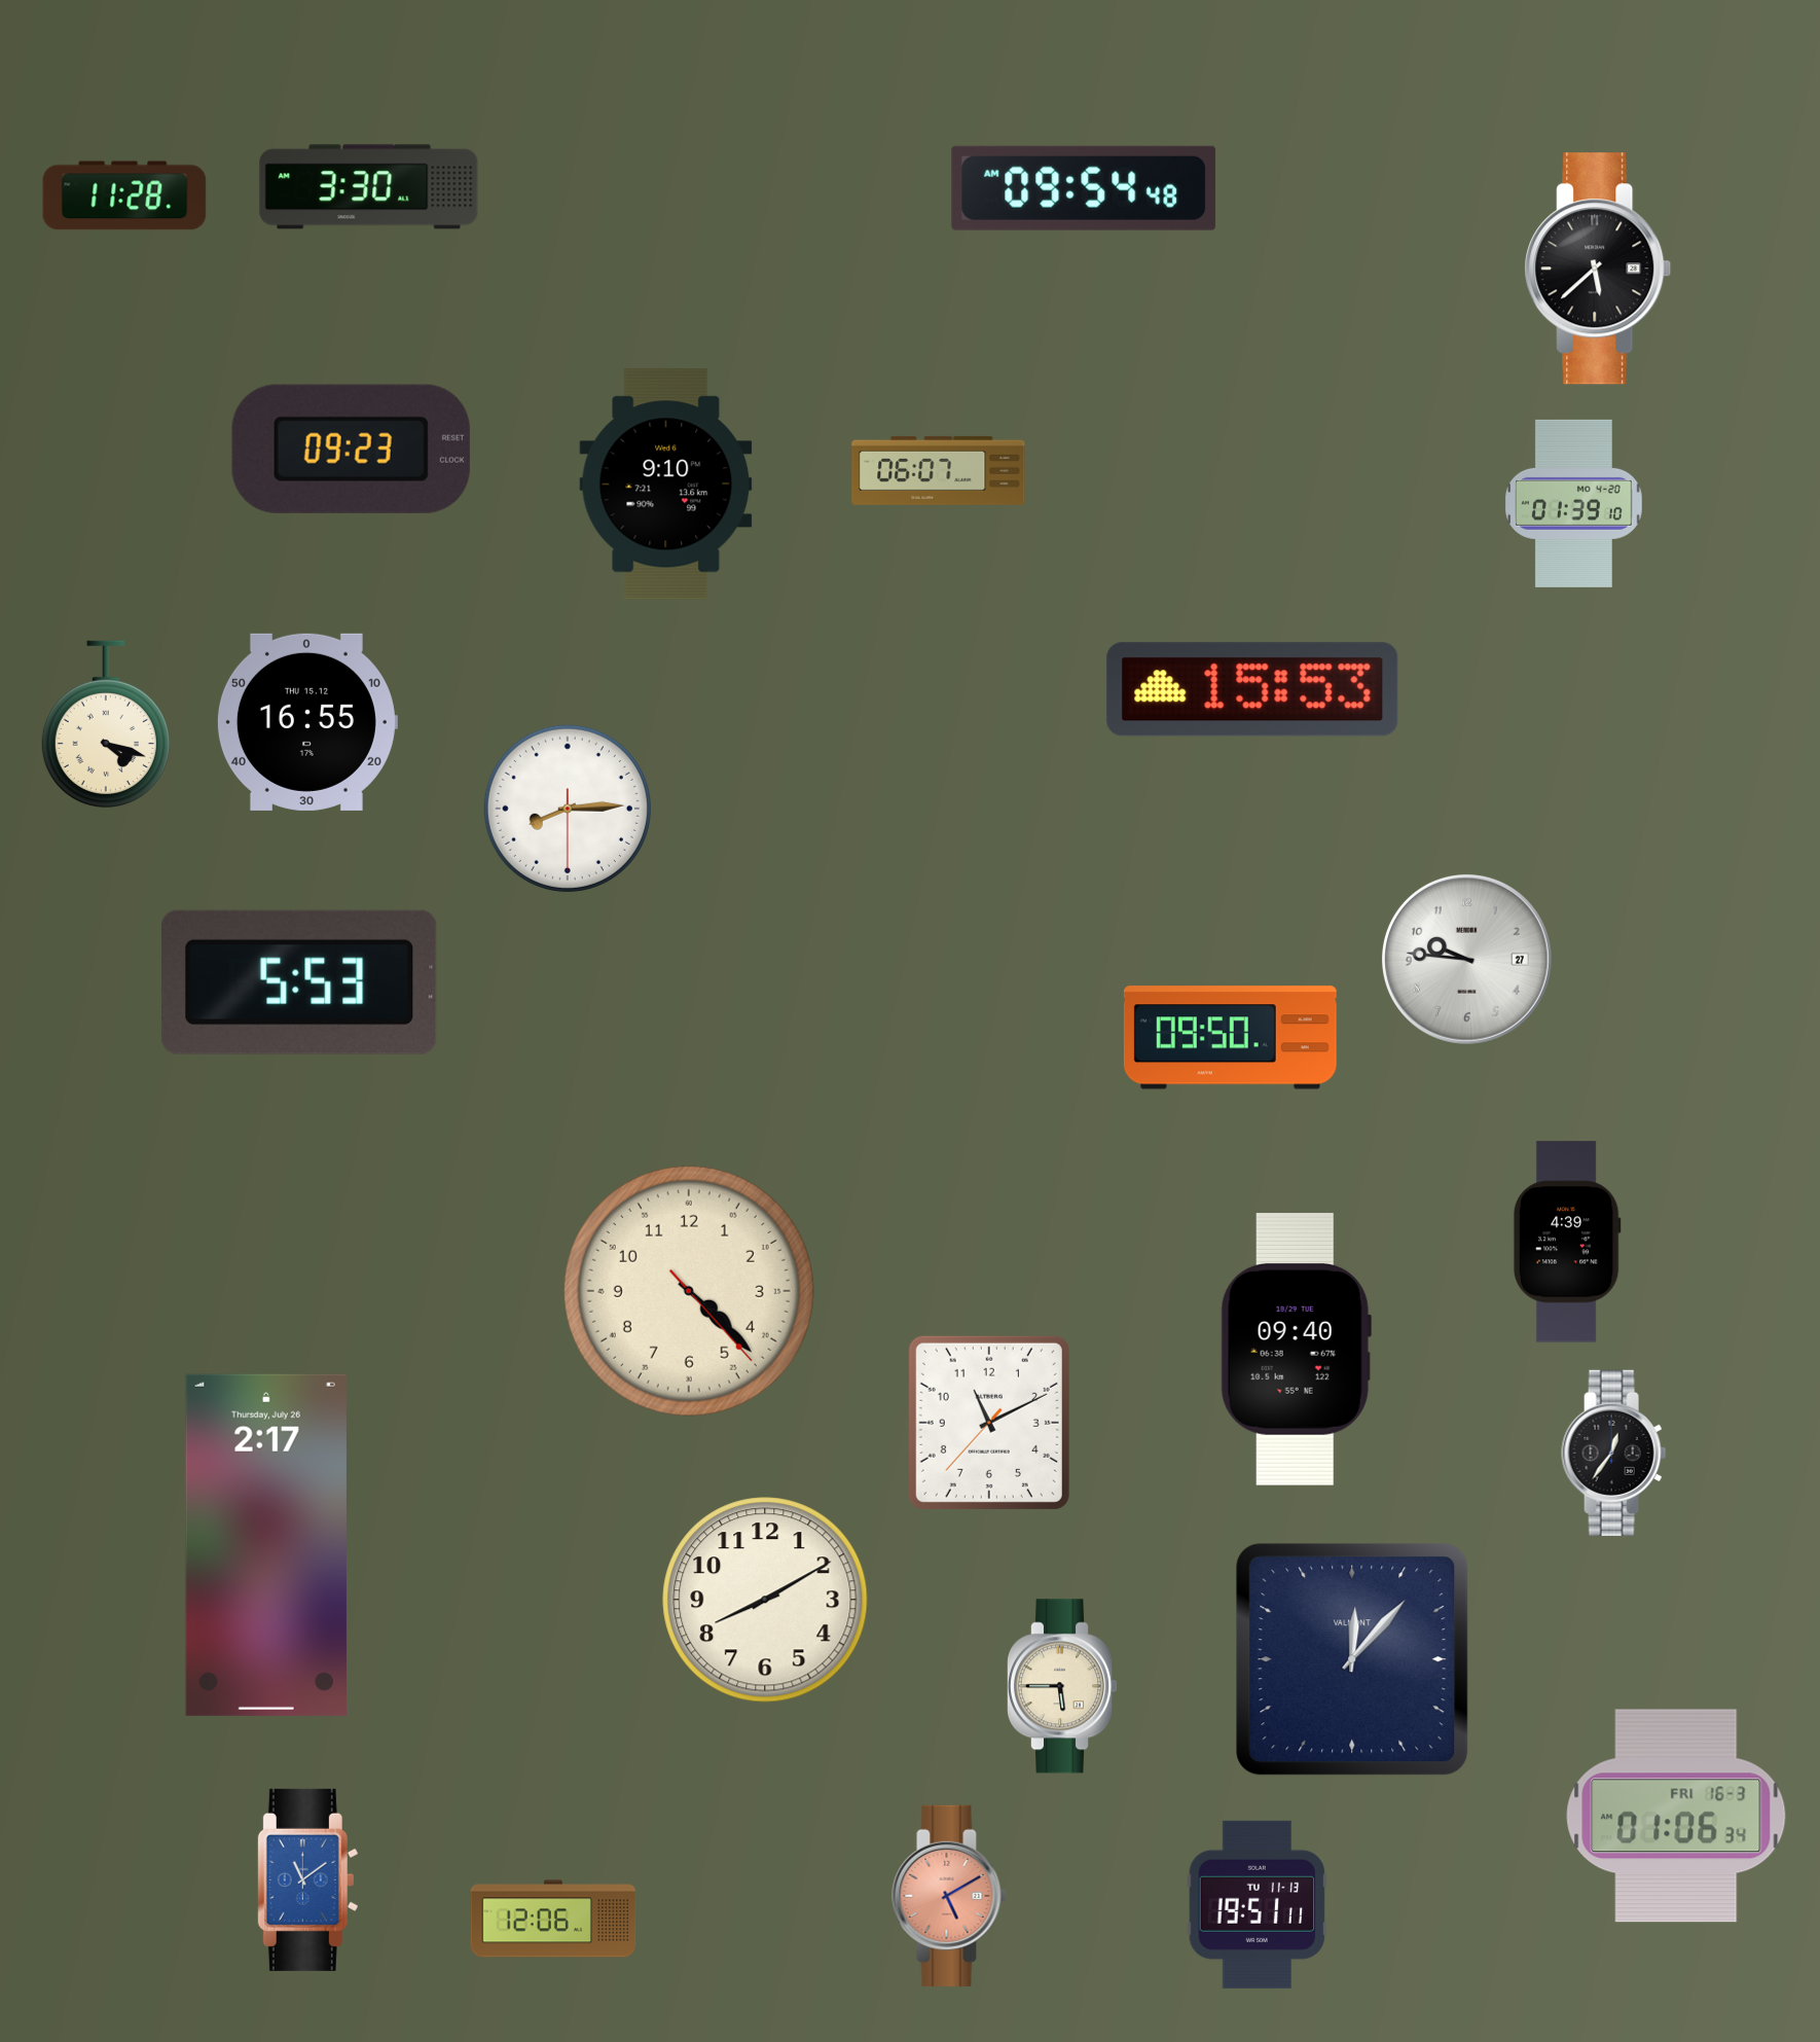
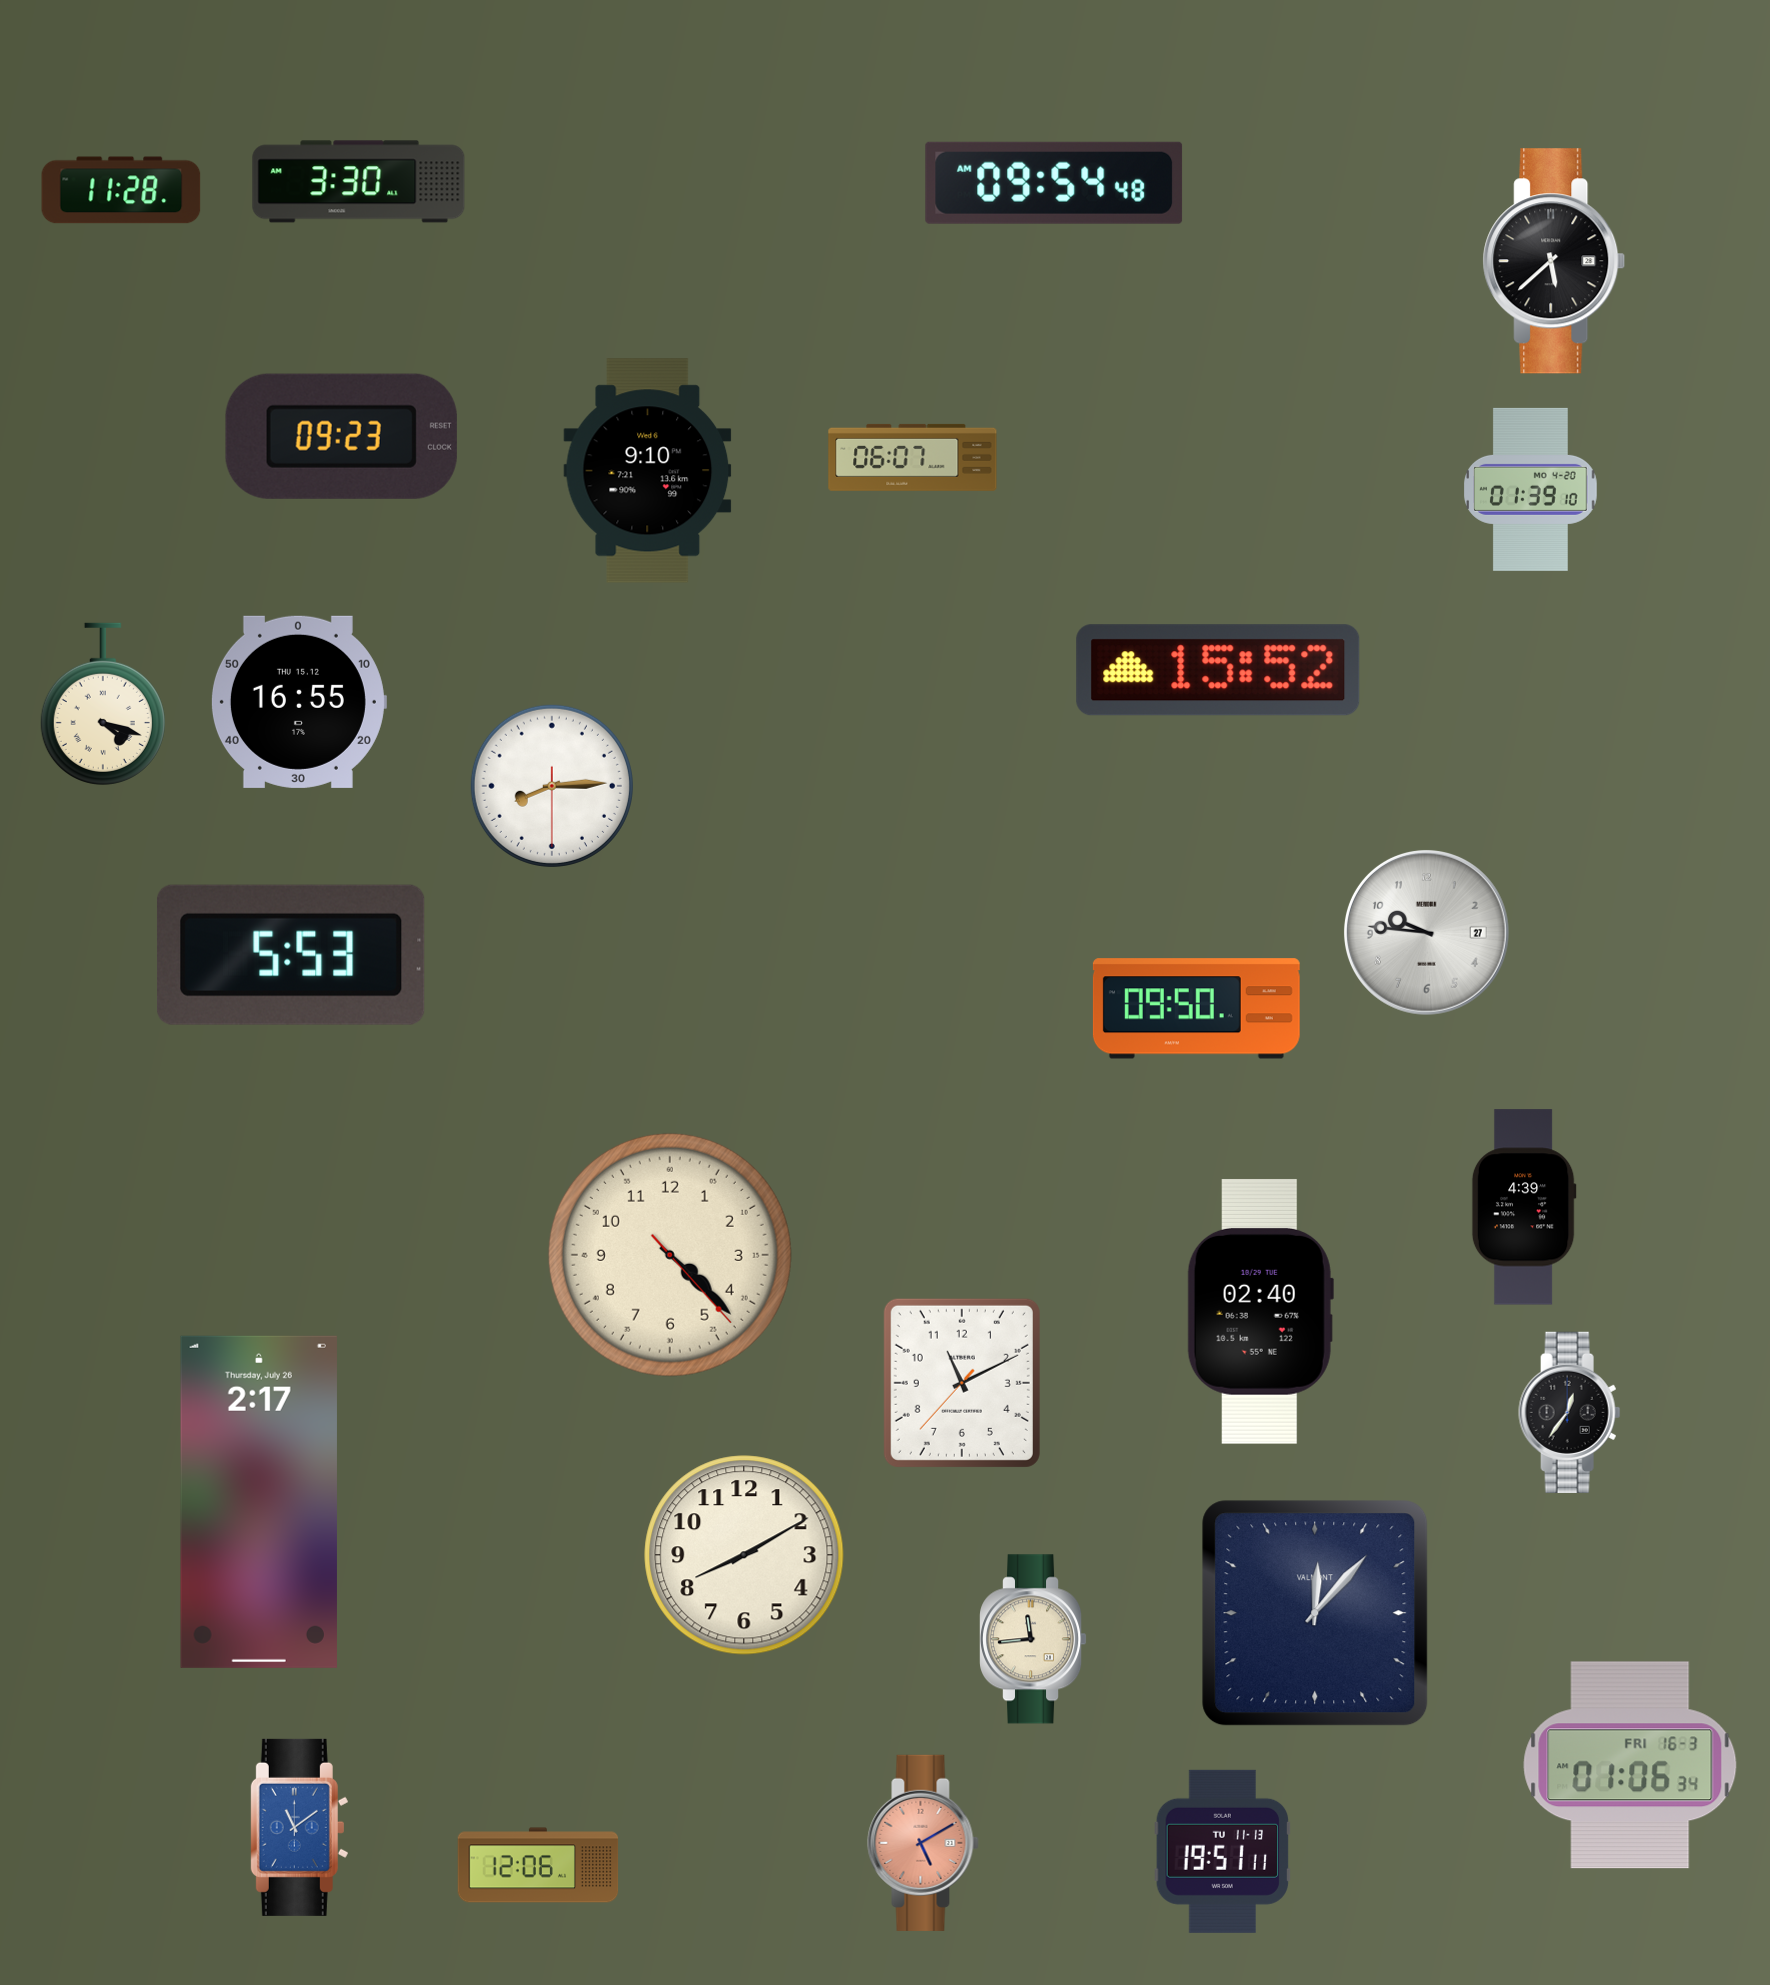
clock at (1252, 689): 15:53 -> 15:52
clock at (1296, 1349): 09:40 -> 02:40
clock at (1062, 1686): 5:45 -> 11:44
